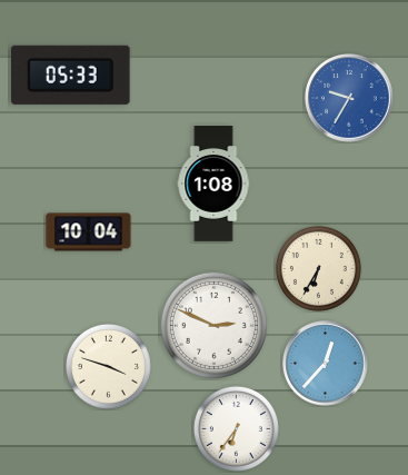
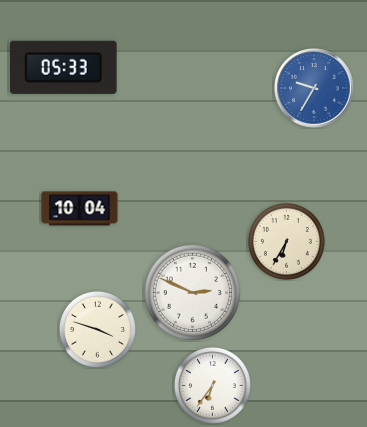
clock at (213, 184): 1:08 -> none
clock at (326, 364): 12:37 -> none
